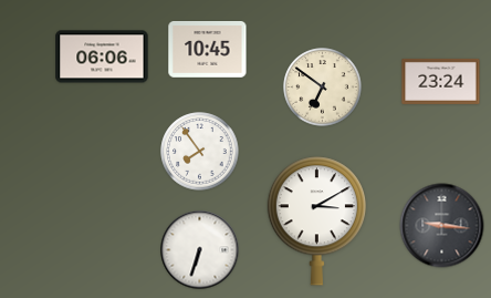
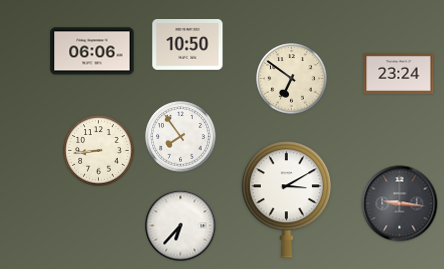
clock at (208, 50): 10:45 -> 10:50
clock at (99, 151): none -> 8:44
clock at (200, 250): 6:33 -> 6:37
